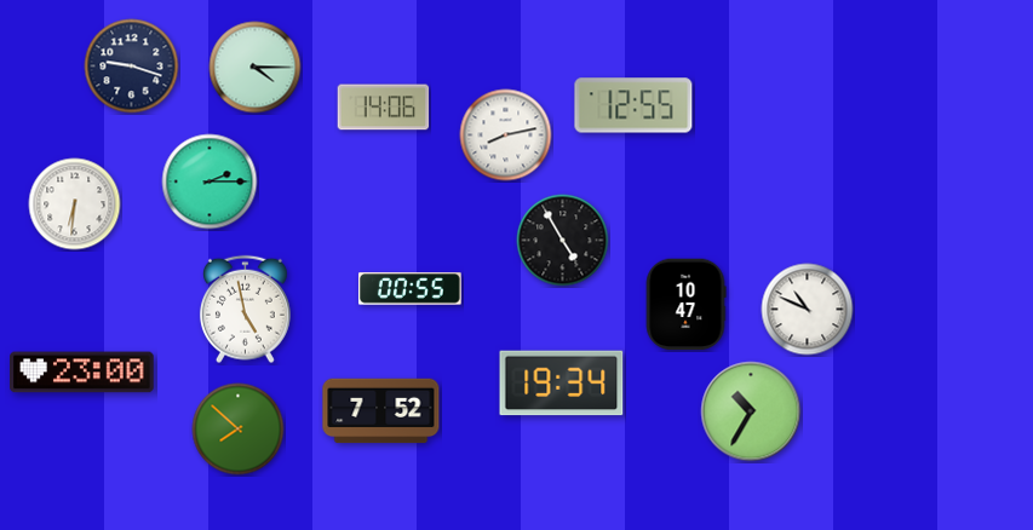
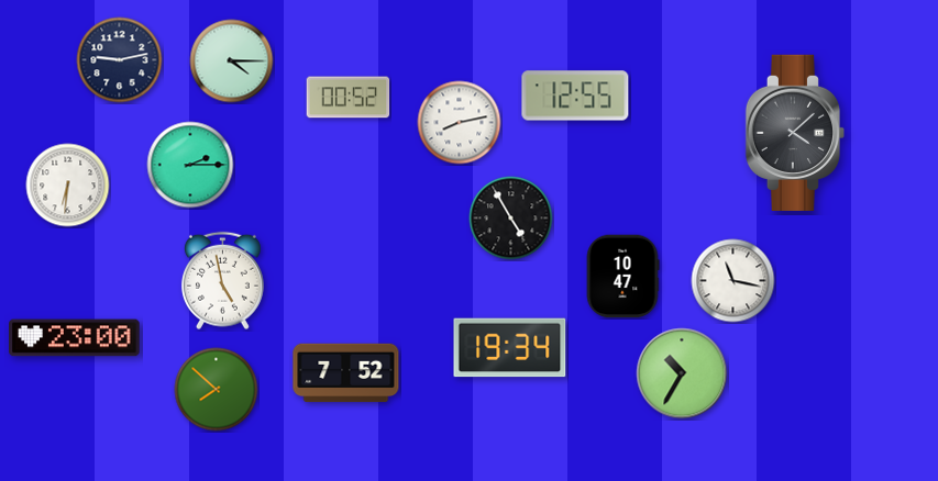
clock at (132, 67): 9:18 -> 9:13
clock at (384, 108): 14:06 -> 00:52
clock at (794, 133): none -> 4:08
clock at (411, 289): 00:55 -> none
clock at (808, 310): 10:49 -> 11:17
